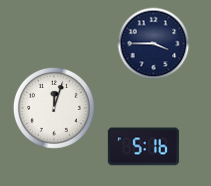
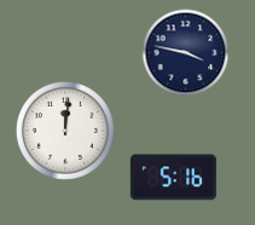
clock at (154, 44): 3:45 -> 3:47
clock at (54, 108): 12:03 -> 12:01
